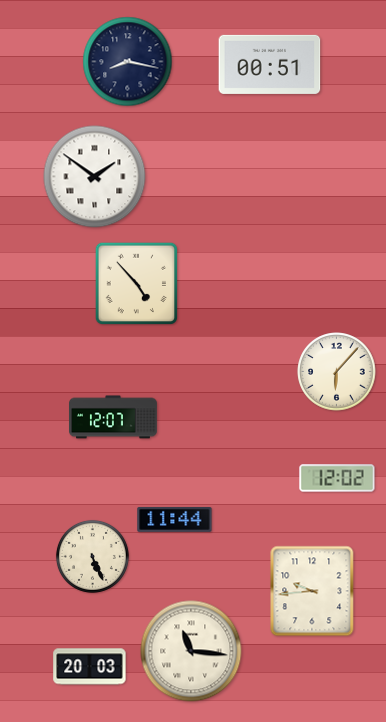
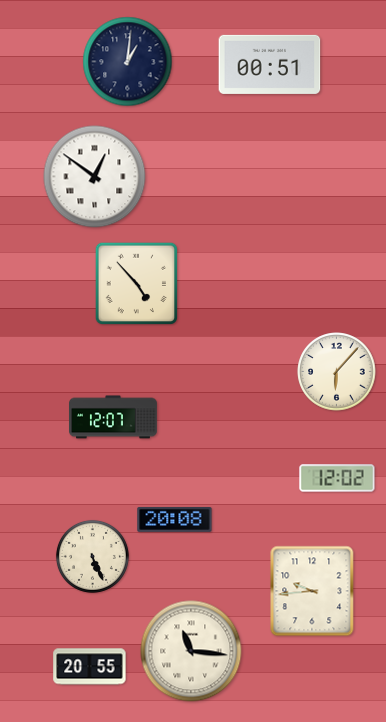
clock at (128, 62): 8:17 -> 1:01
clock at (95, 177): 1:51 -> 12:51
clock at (175, 519): 11:44 -> 20:08
clock at (90, 667): 20:03 -> 20:55
